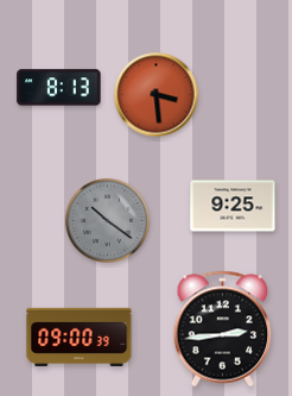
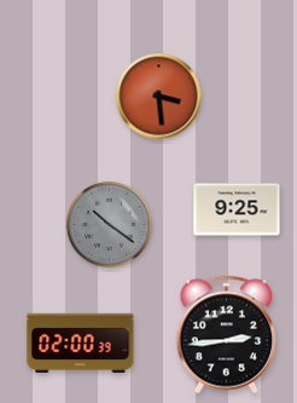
clock at (59, 88): 8:13 -> none
clock at (80, 337): 09:00 -> 02:00
